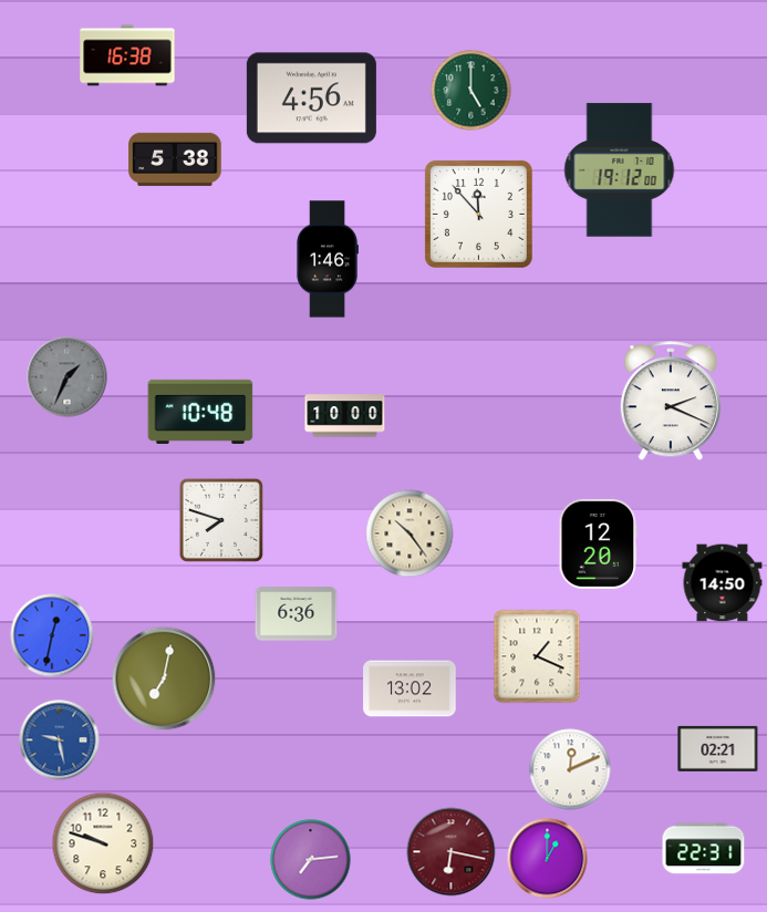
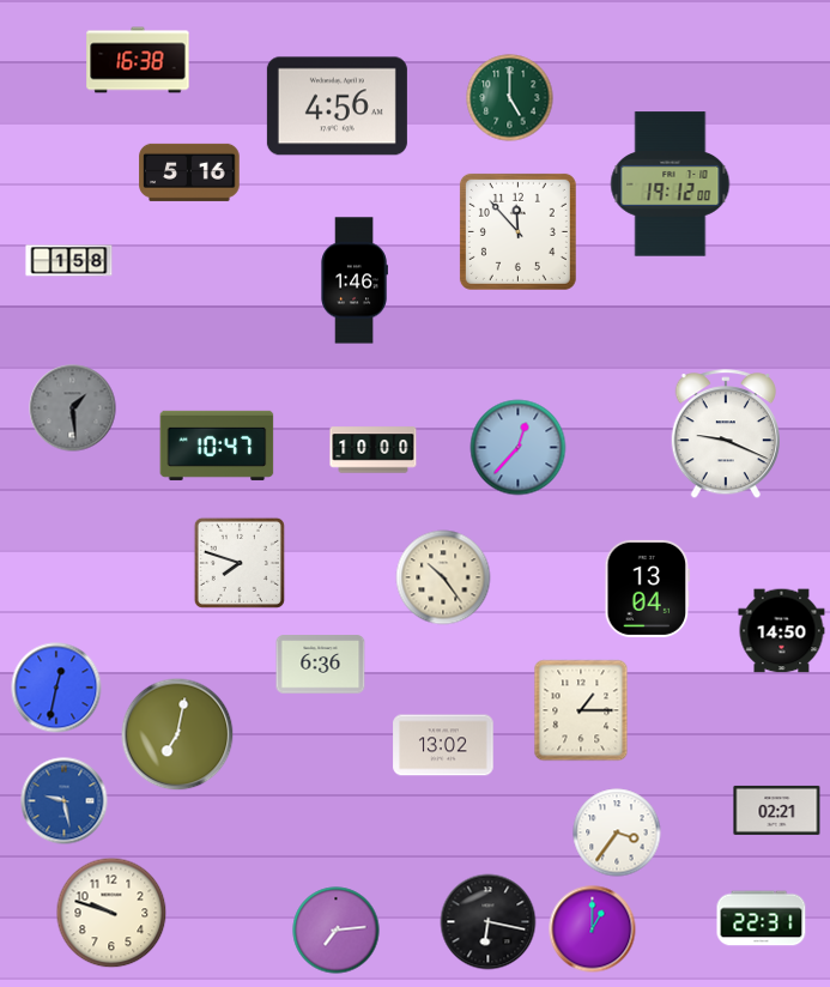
clock at (175, 159): 5:38 -> 5:16
clock at (69, 261): none -> 1:58
clock at (68, 377): 1:34 -> 1:29
clock at (670, 402): 2:19 -> 9:19
clock at (200, 412): 10:48 -> 10:47
clock at (519, 448): none -> 12:37
clock at (599, 543): 12:20 -> 13:04
clock at (537, 656): 1:19 -> 1:15
clock at (570, 769): 12:11 -> 3:36
clock at (452, 852) dial: burgundy -> black
